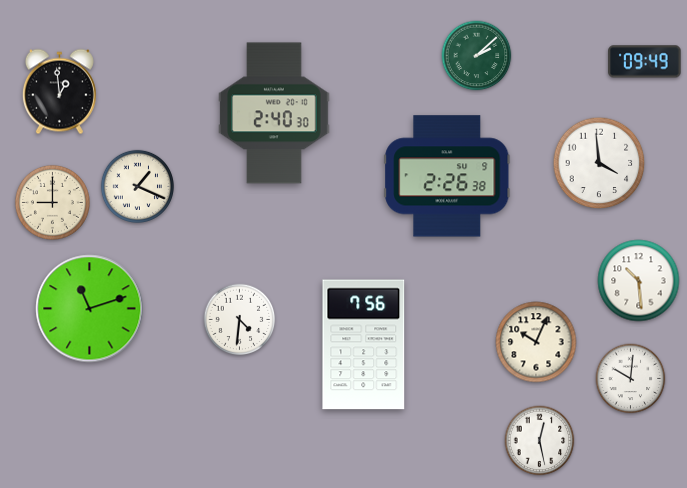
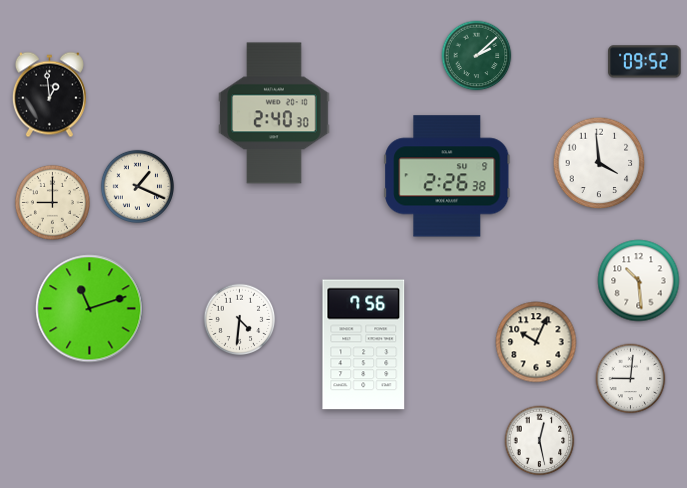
clock at (645, 62): 09:49 -> 09:52
clock at (59, 92) position: (59, 92) -> (49, 95)
clock at (631, 379): 10:01 -> 9:01
